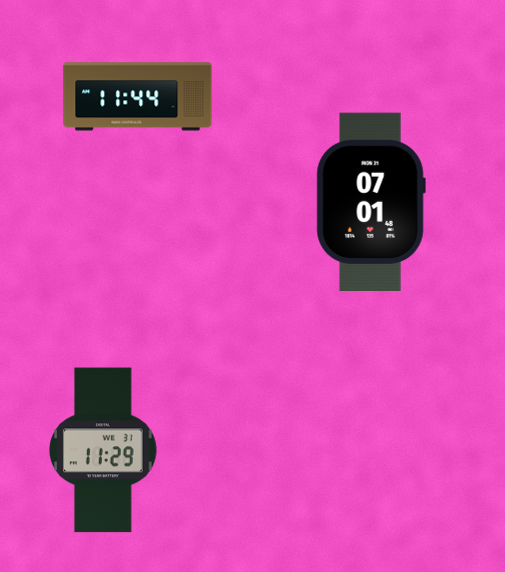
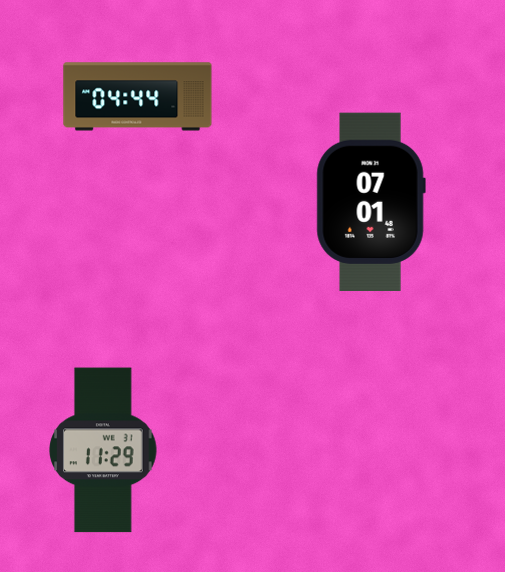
clock at (138, 97): 11:44 -> 04:44
